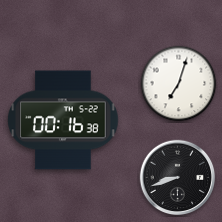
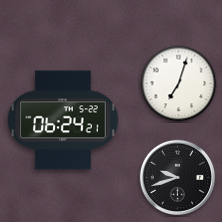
clock at (63, 120): 00:16 -> 06:24
clock at (178, 178): 8:42 -> 9:42
